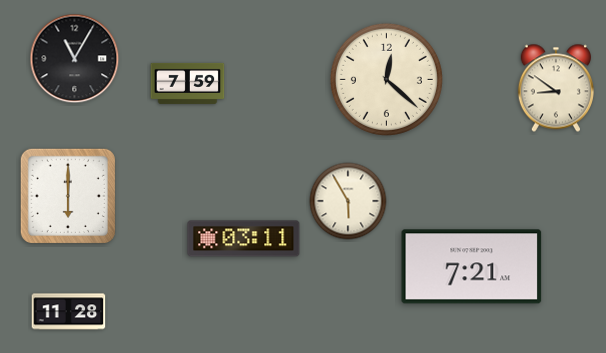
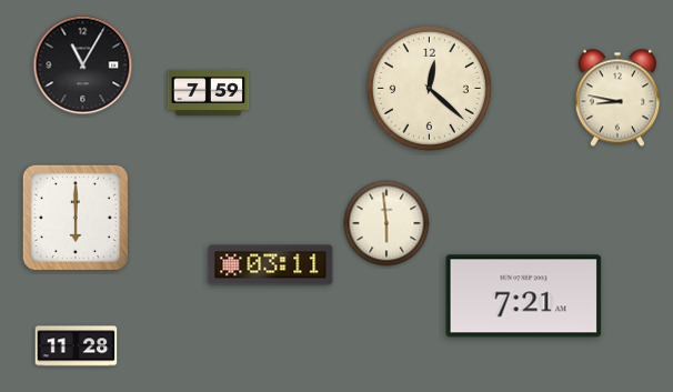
clock at (556, 88): 8:51 -> 8:47
clock at (348, 201): 5:55 -> 5:59
